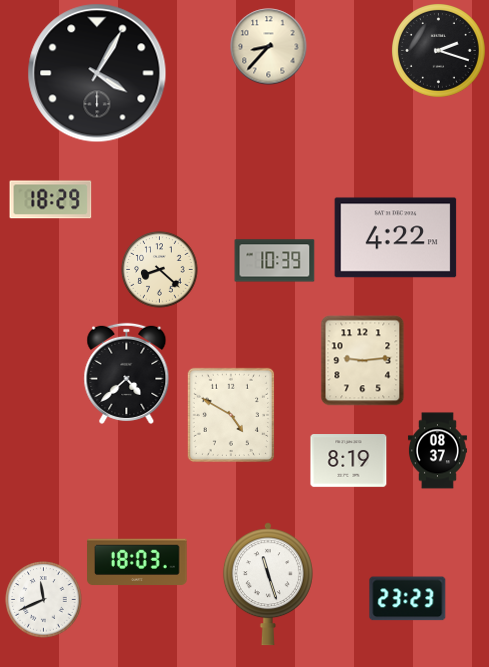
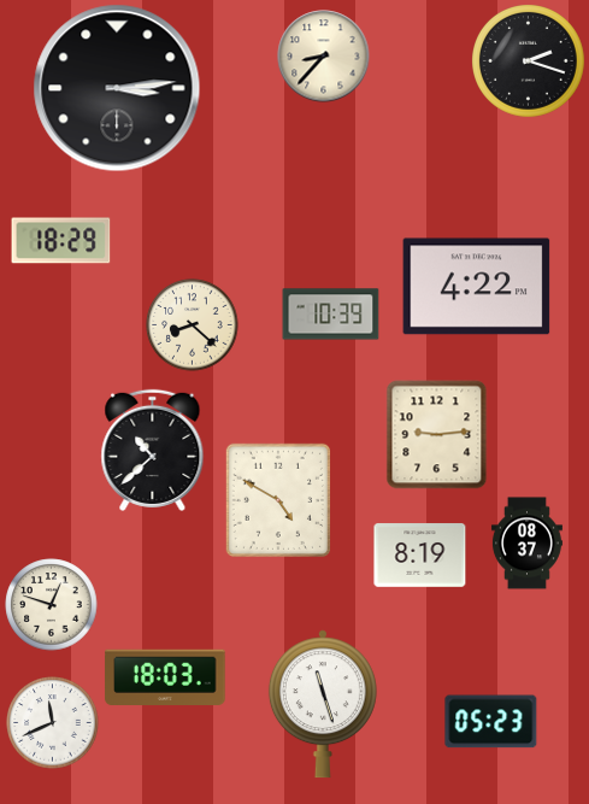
clock at (97, 73): 4:05 -> 3:14
clock at (127, 373): 4:38 -> 10:38
clock at (52, 605): none -> 12:48
clock at (408, 599): 23:23 -> 05:23
